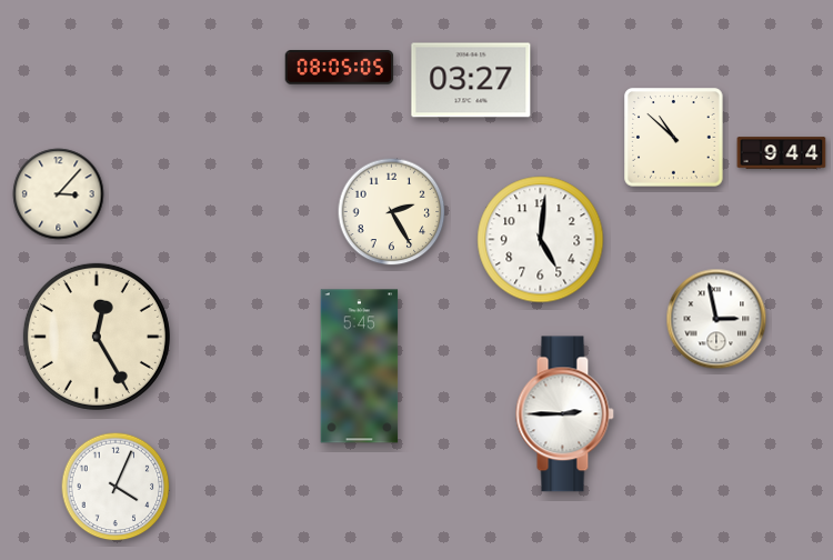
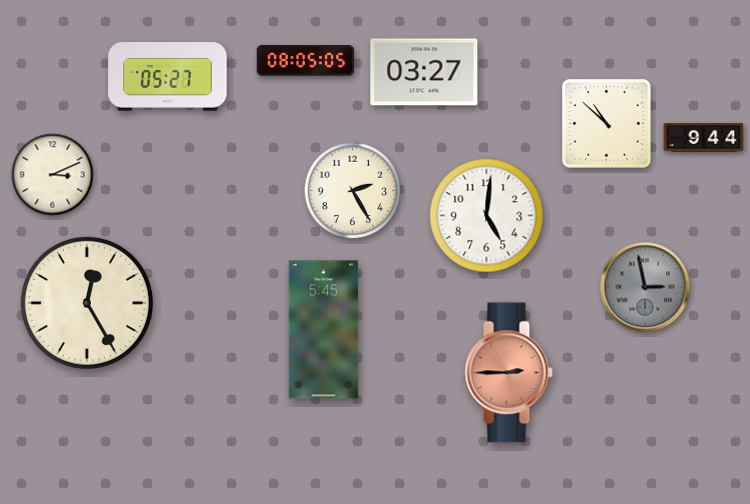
clock at (168, 77): none -> 05:27
clock at (59, 194): 3:07 -> 3:11
clock at (716, 319) dial: white -> grey
clock at (564, 414) dial: white -> salmon
clock at (116, 487): 4:04 -> none
